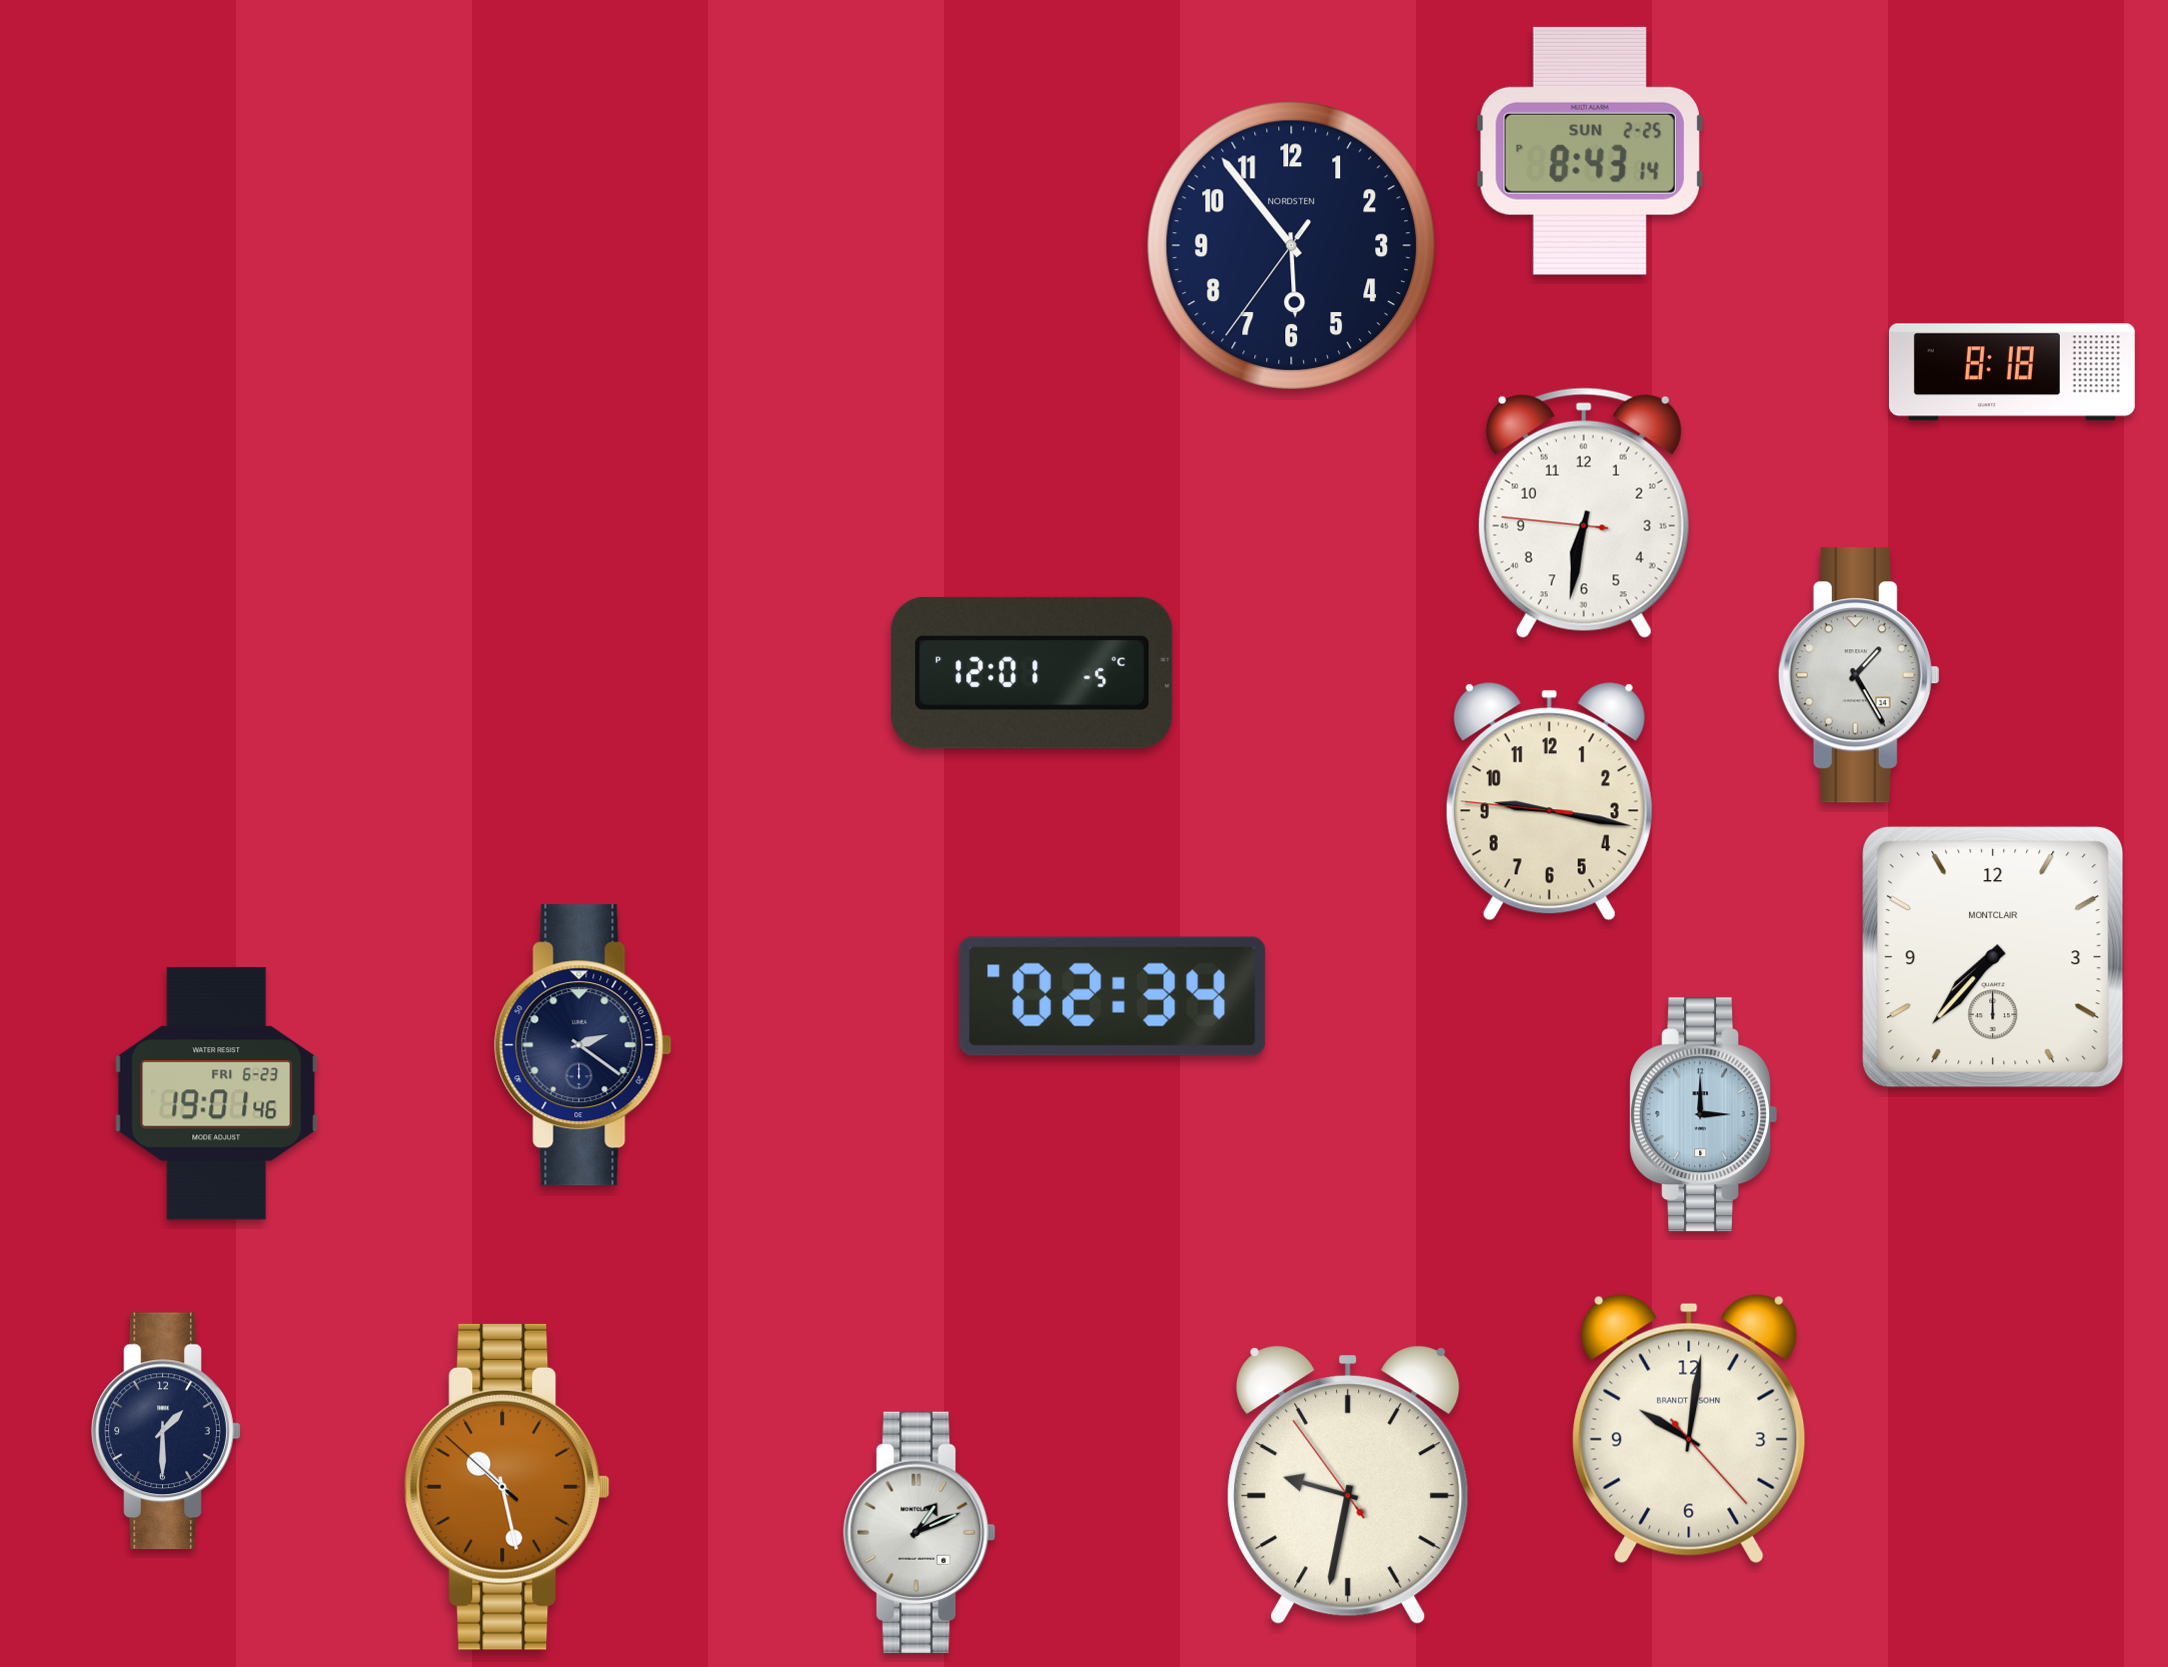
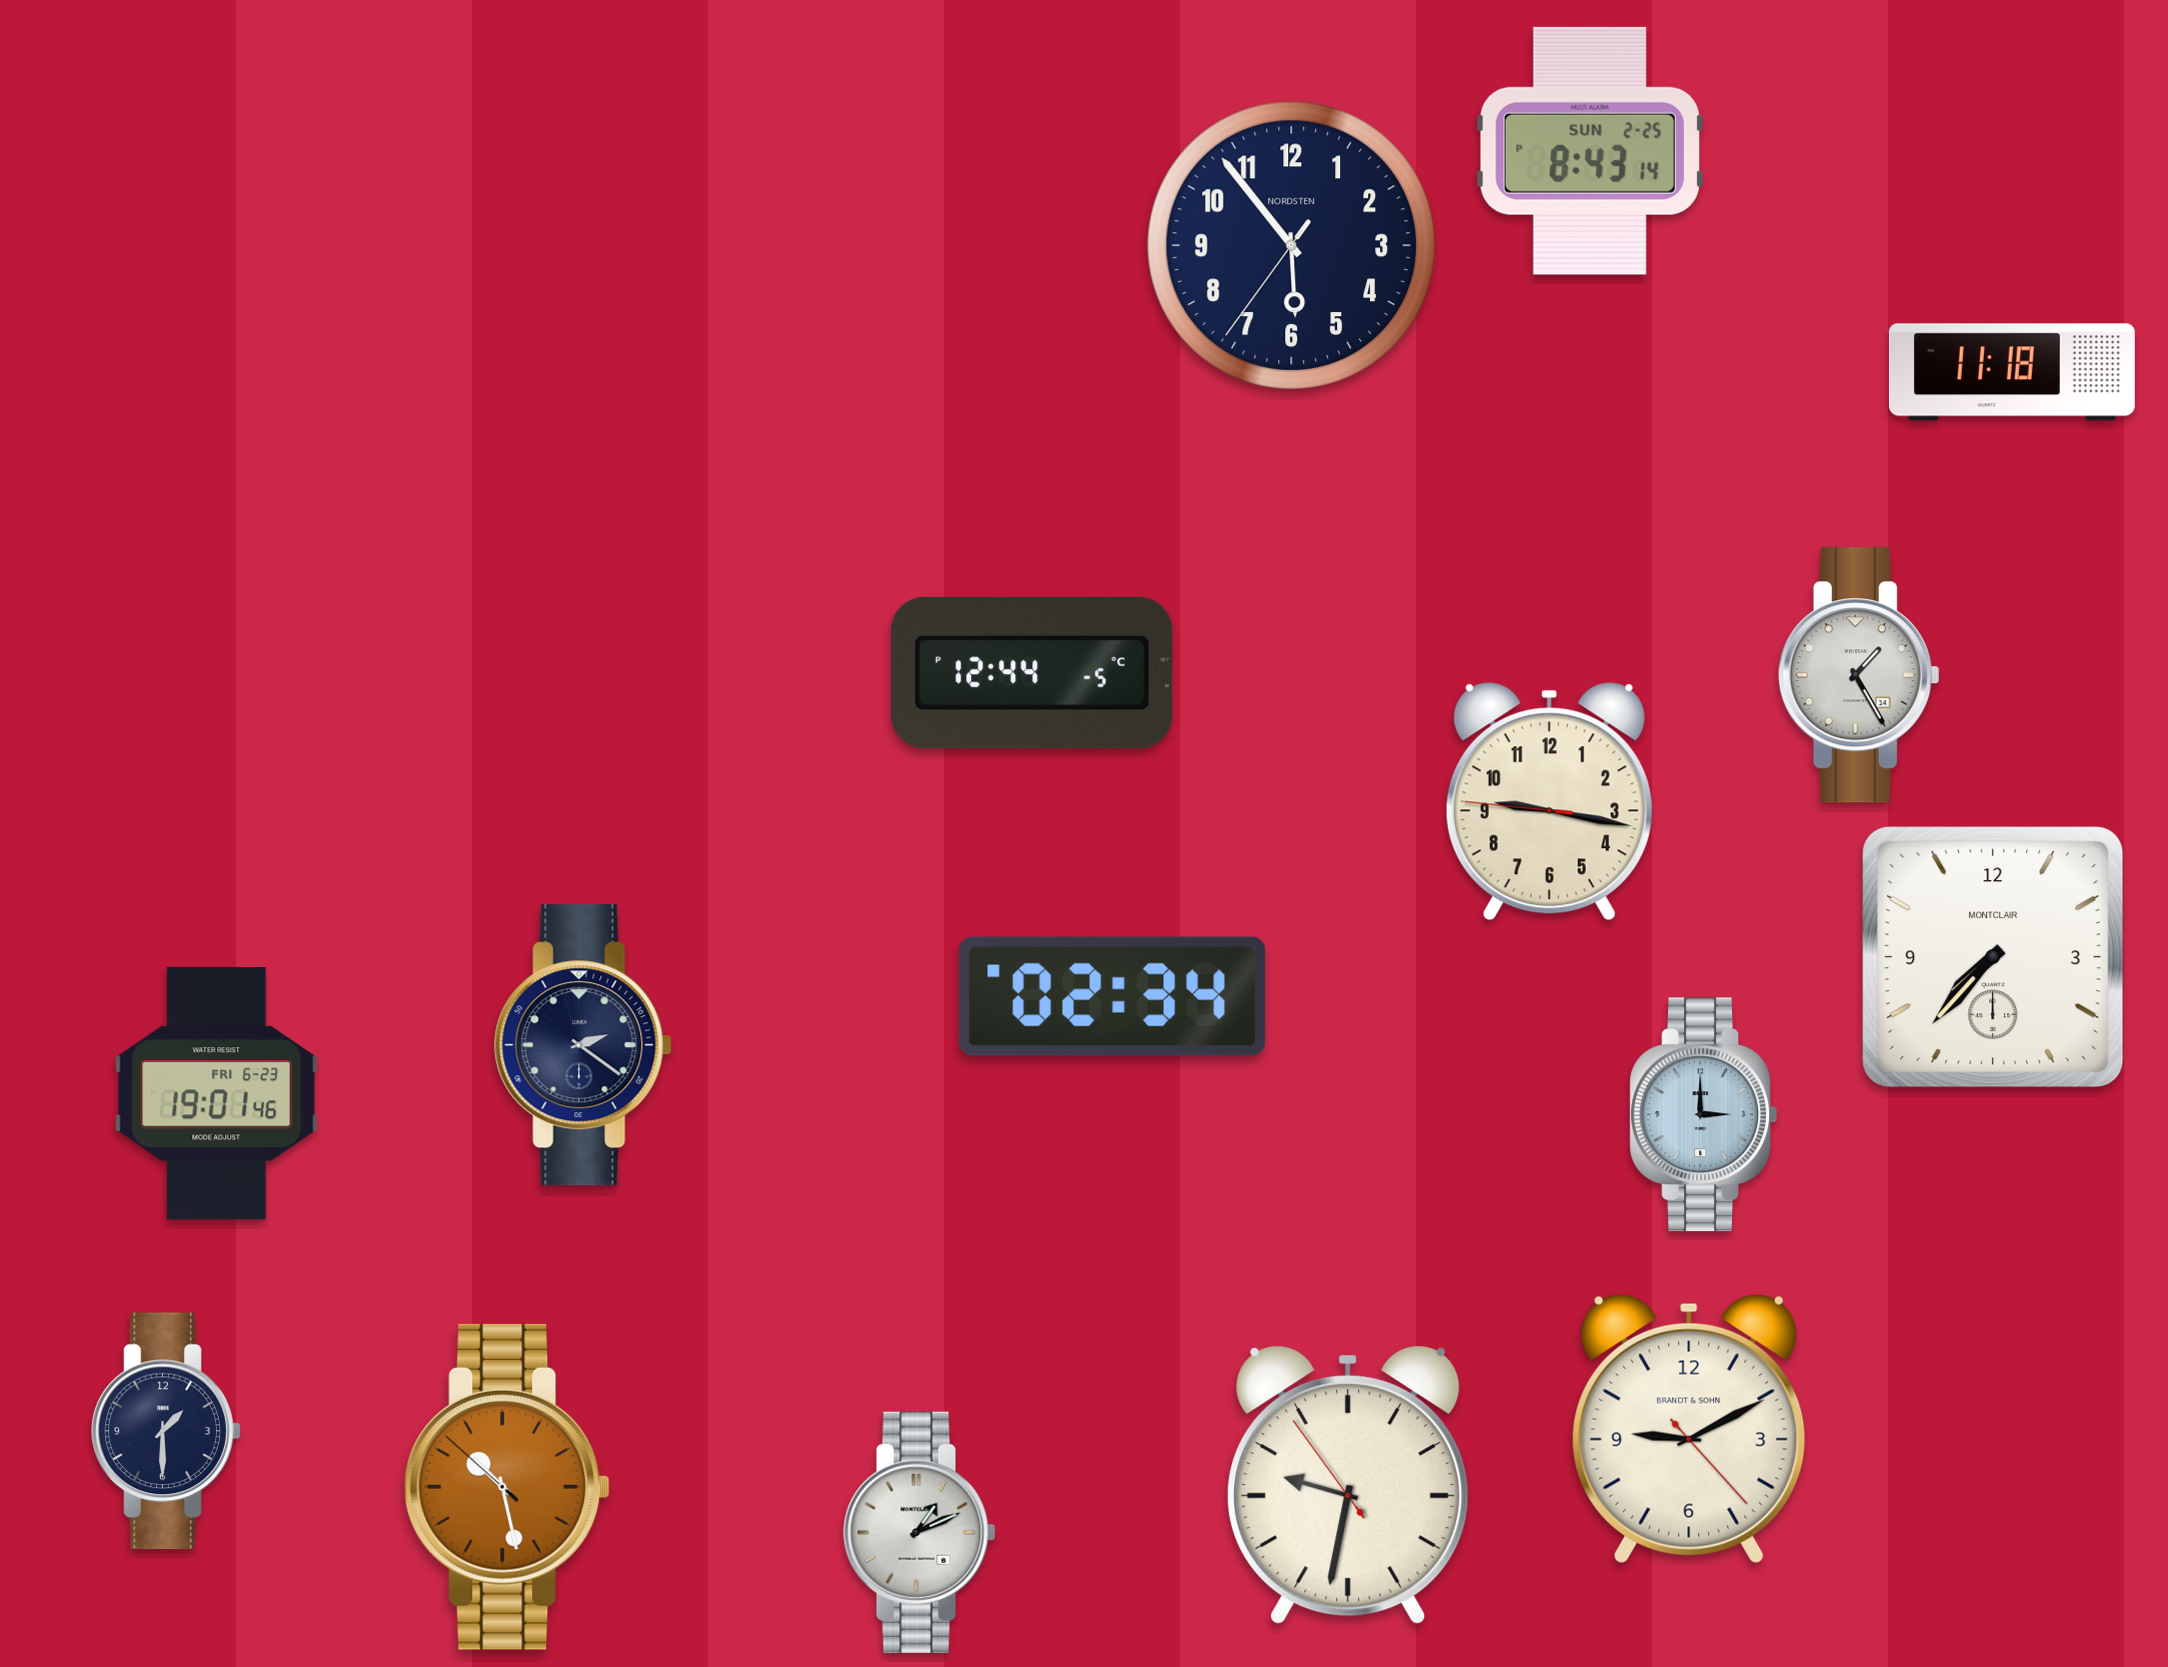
clock at (2012, 372): 8:18 -> 11:18
clock at (1584, 513): 6:31 -> none
clock at (1032, 673): 12:01 -> 12:44
clock at (1689, 1429): 10:01 -> 9:10
